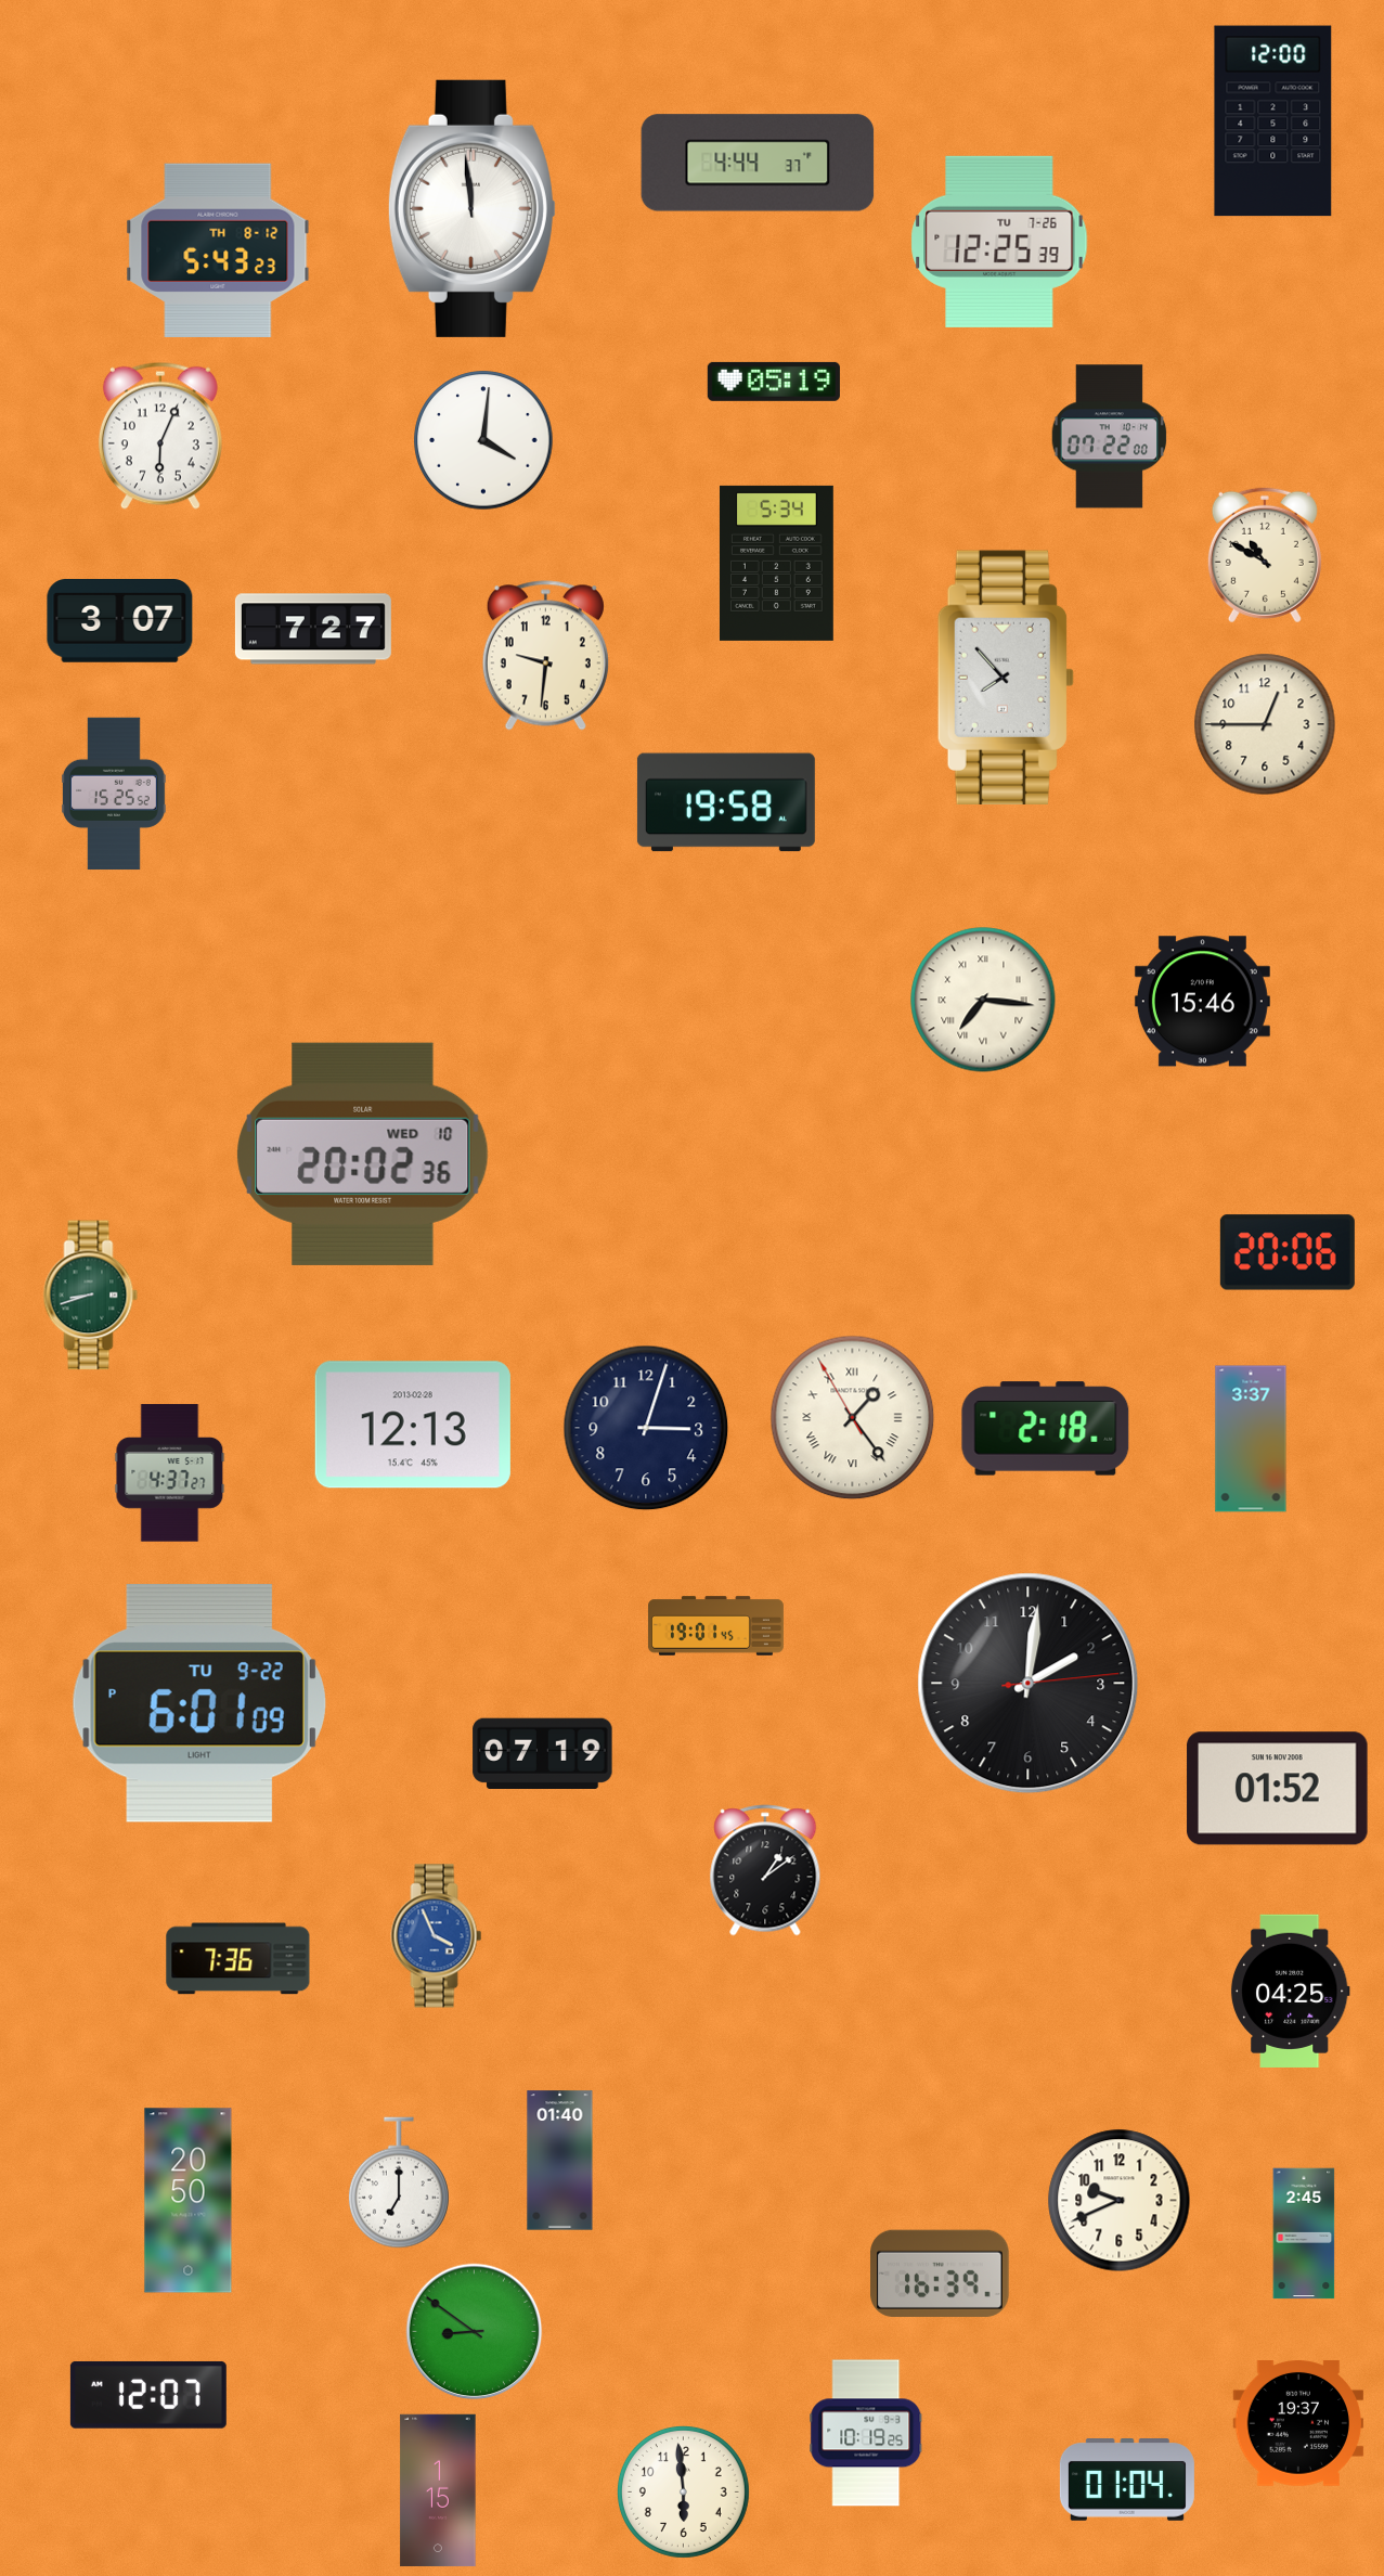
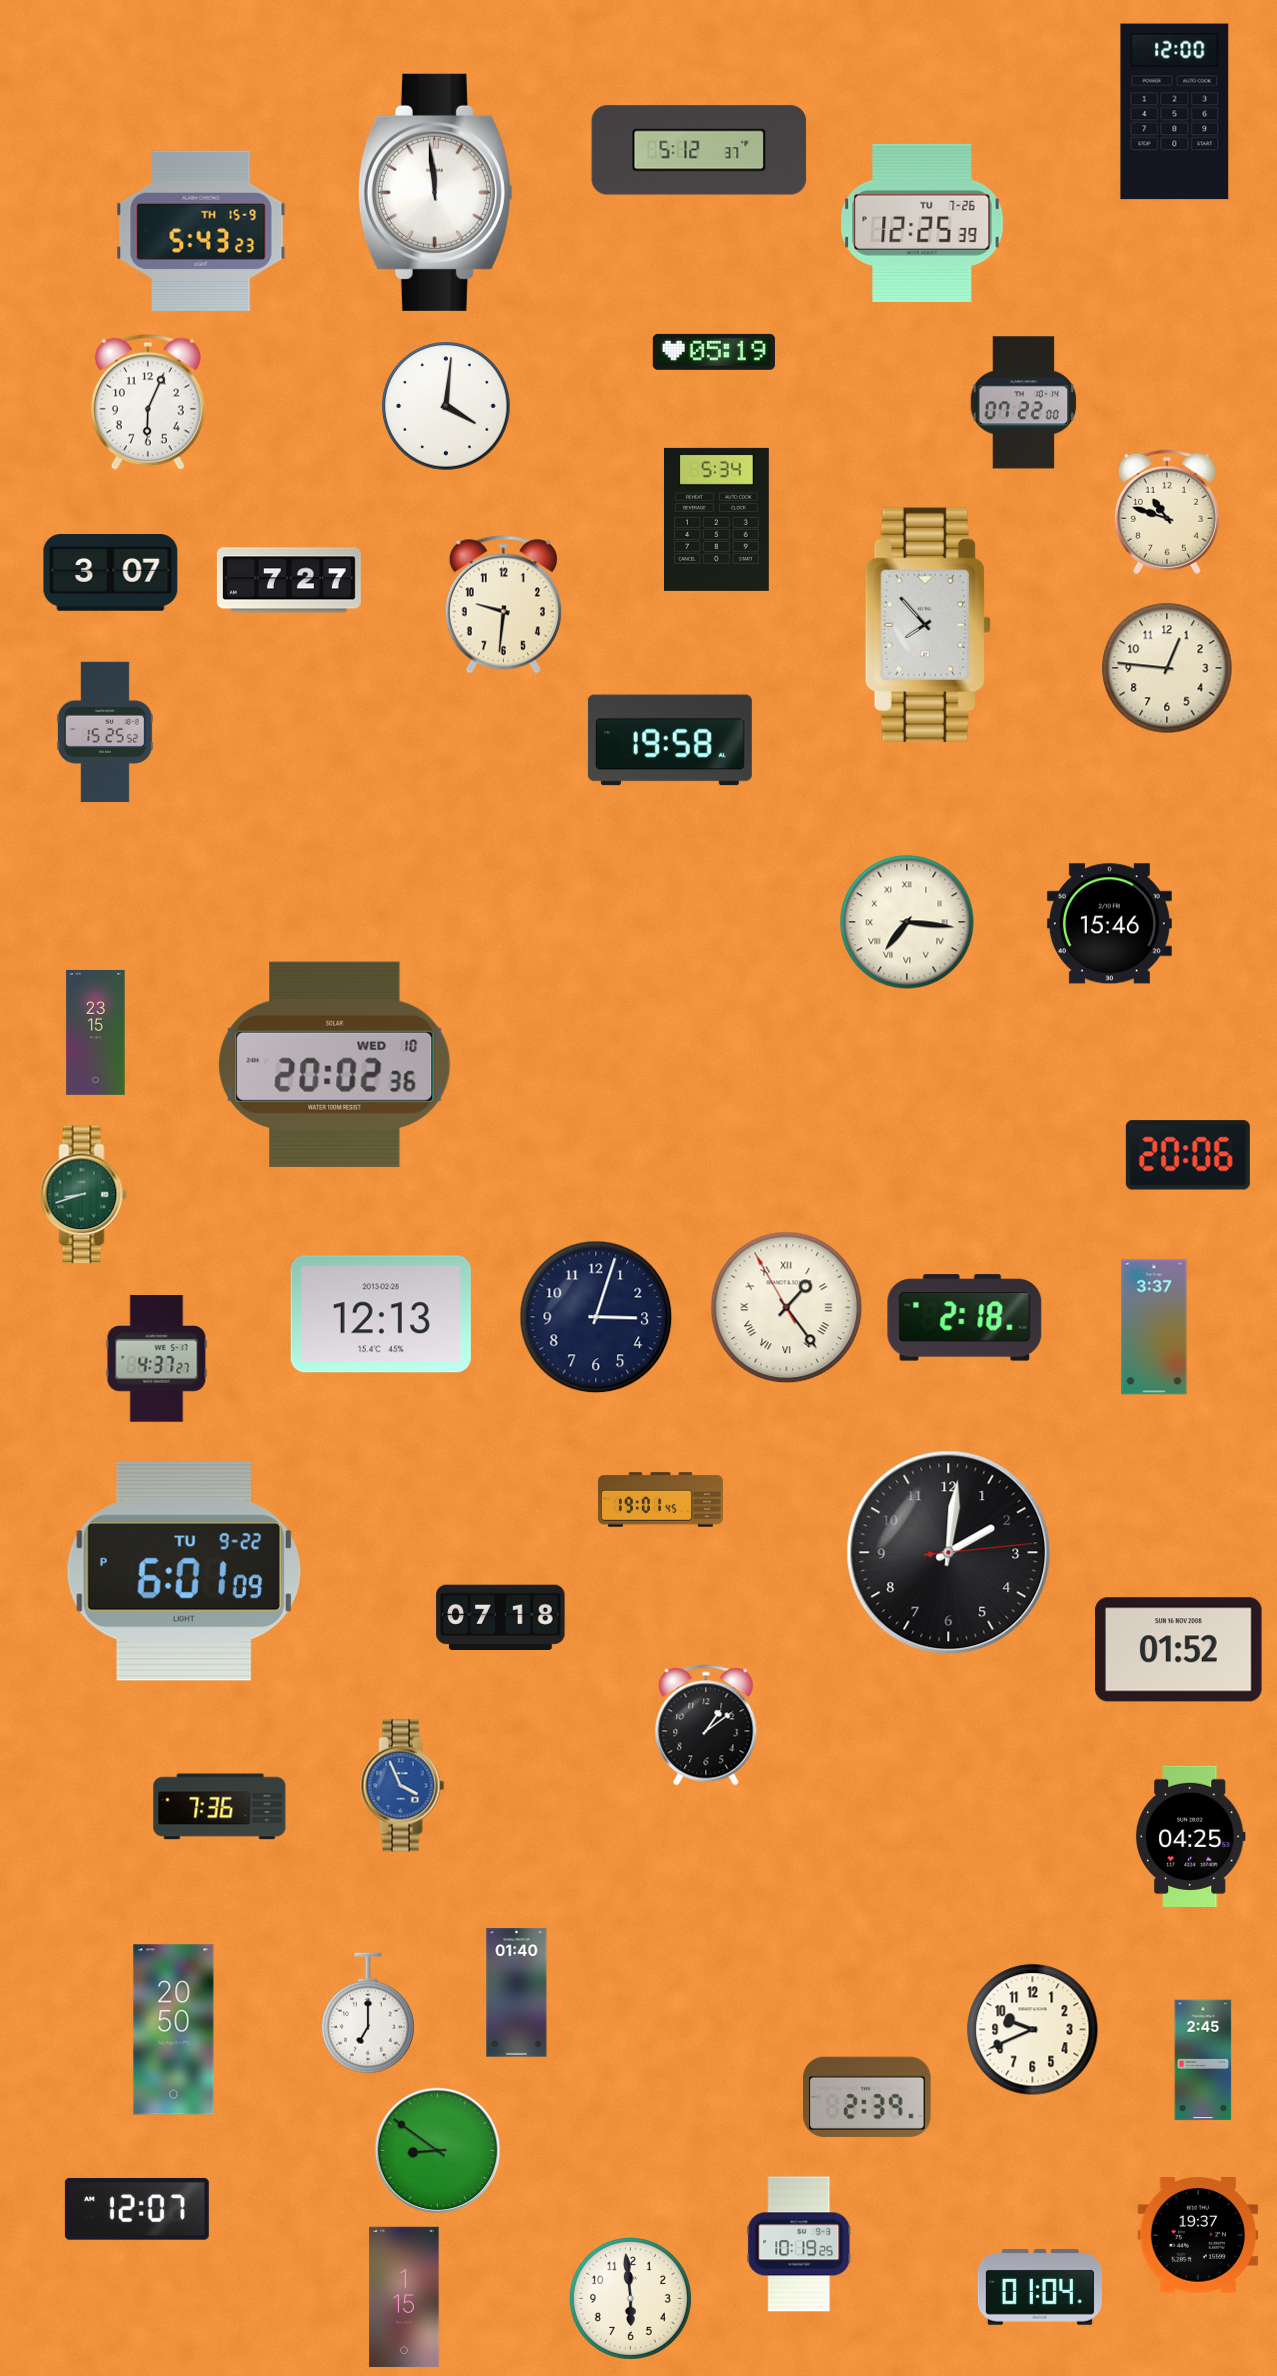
clock at (758, 163): 4:44 -> 5:12
clock at (218, 249) date: TH 8-12 -> TH 15-9
clock at (1265, 555): 10:50 -> 10:48
clock at (1265, 724): 12:45 -> 12:46
clock at (96, 1032): none -> 23:15
clock at (543, 1754): 07:19 -> 07:18
clock at (940, 2274): 16:39 -> 2:39
